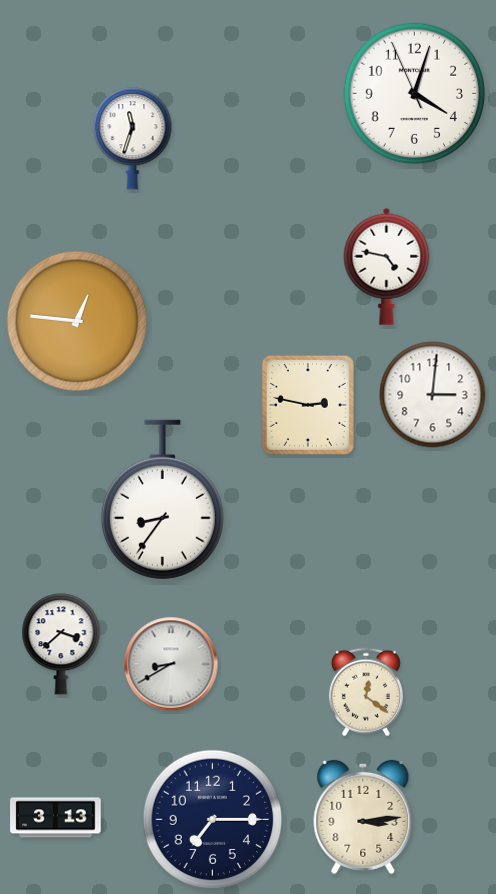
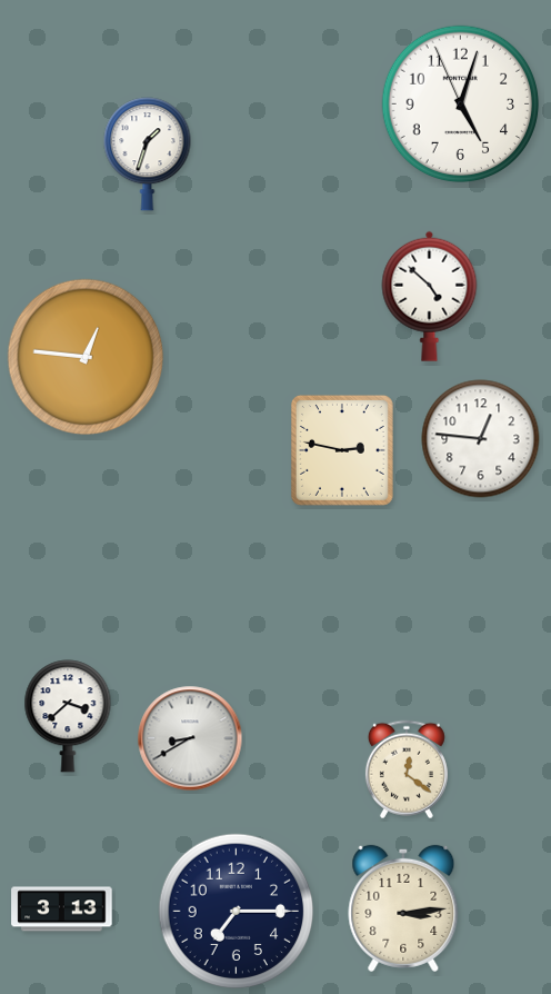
clock at (415, 94): 4:02 -> 5:02
clock at (133, 139): 11:33 -> 1:33
clock at (387, 266): 4:47 -> 4:52
clock at (433, 395): 3:01 -> 12:46
clock at (162, 500): 8:36 -> none
